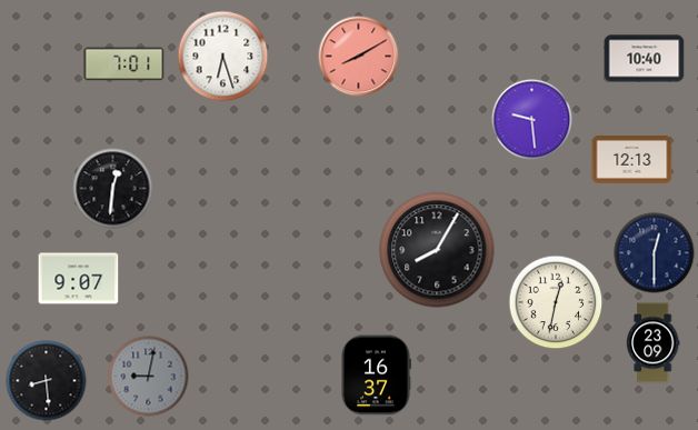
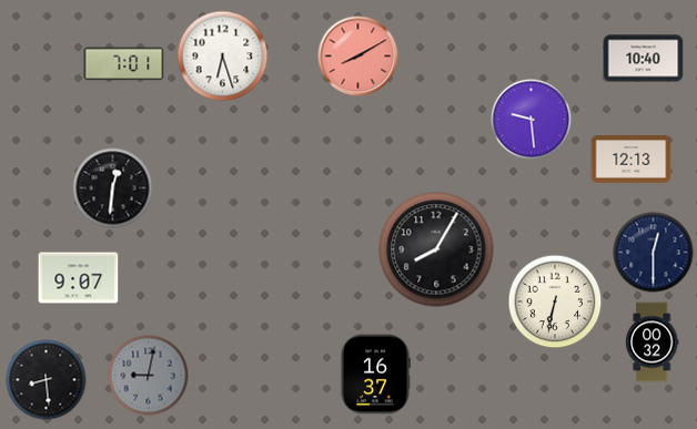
clock at (556, 302): 12:32 -> 6:32
clock at (652, 343): 23:09 -> 00:32
